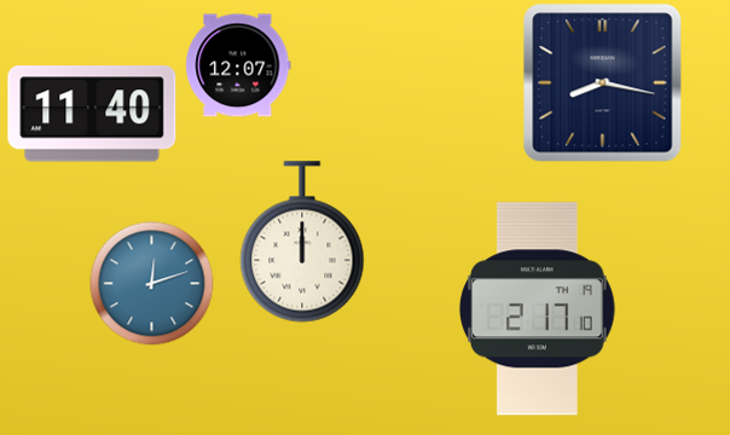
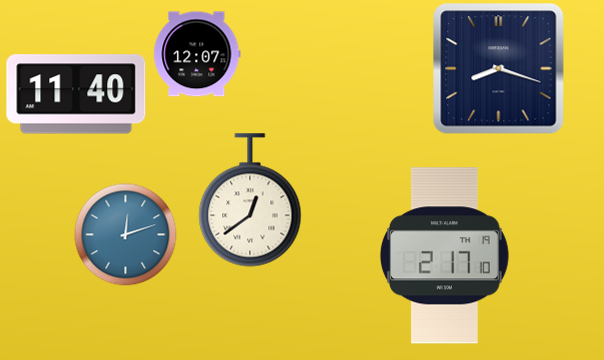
clock at (603, 83): 8:17 -> 8:18
clock at (302, 242): 12:00 -> 12:39
